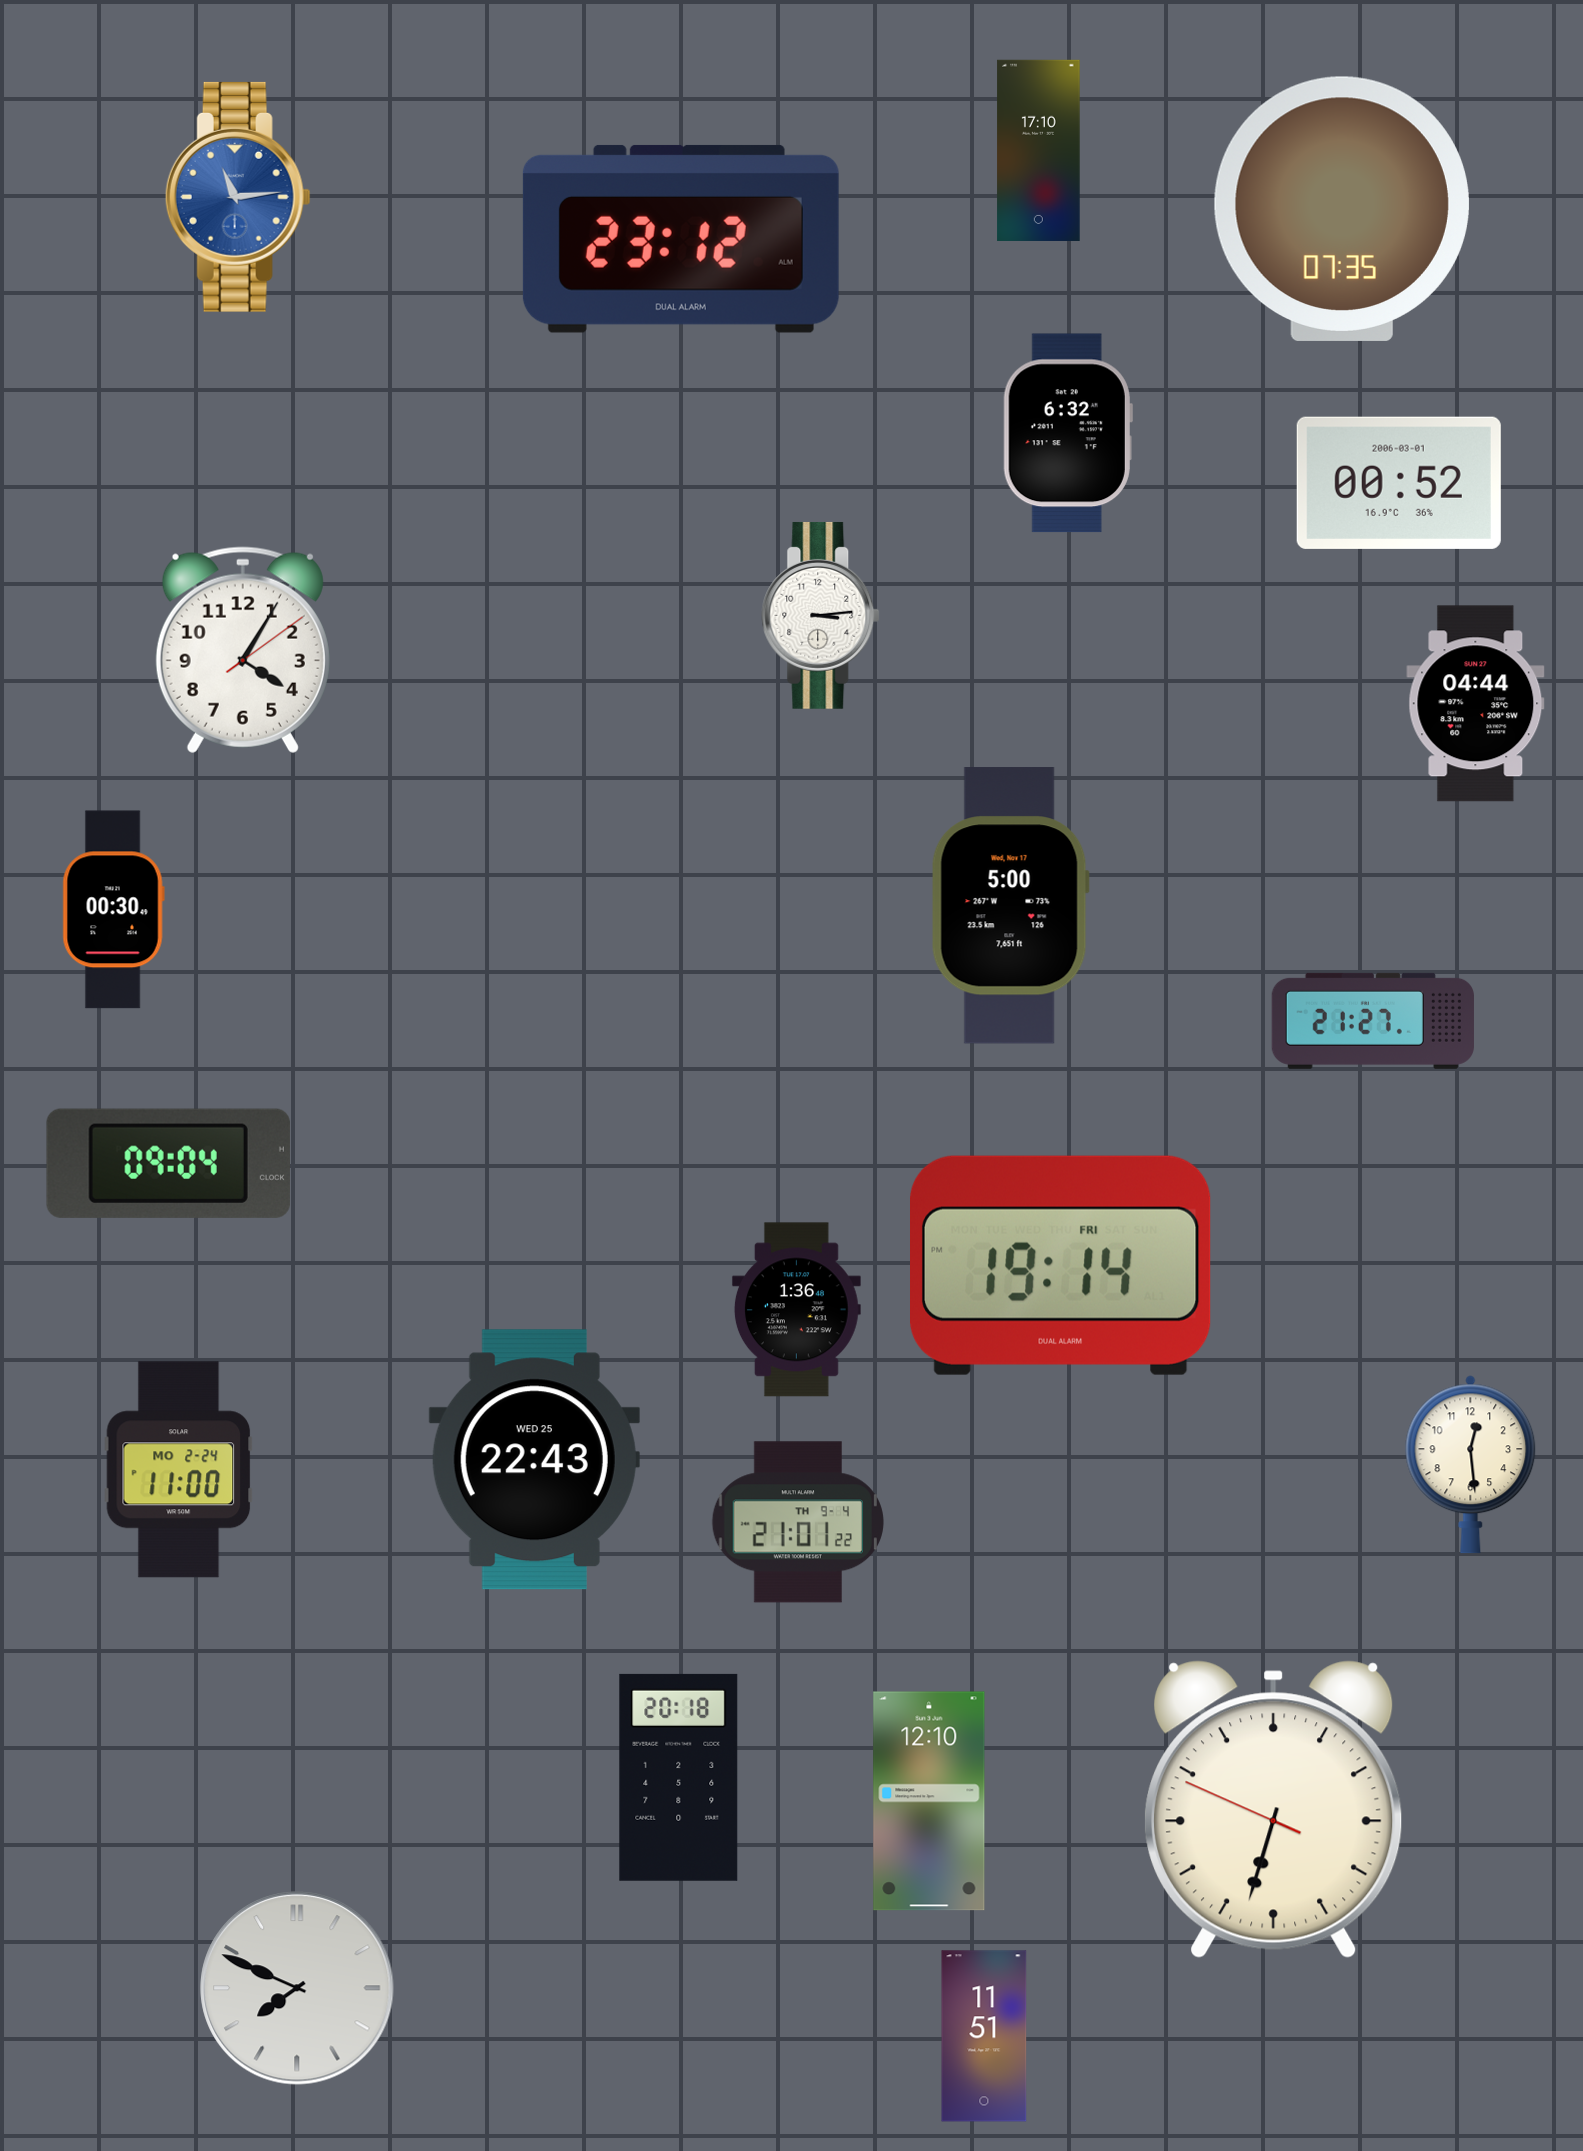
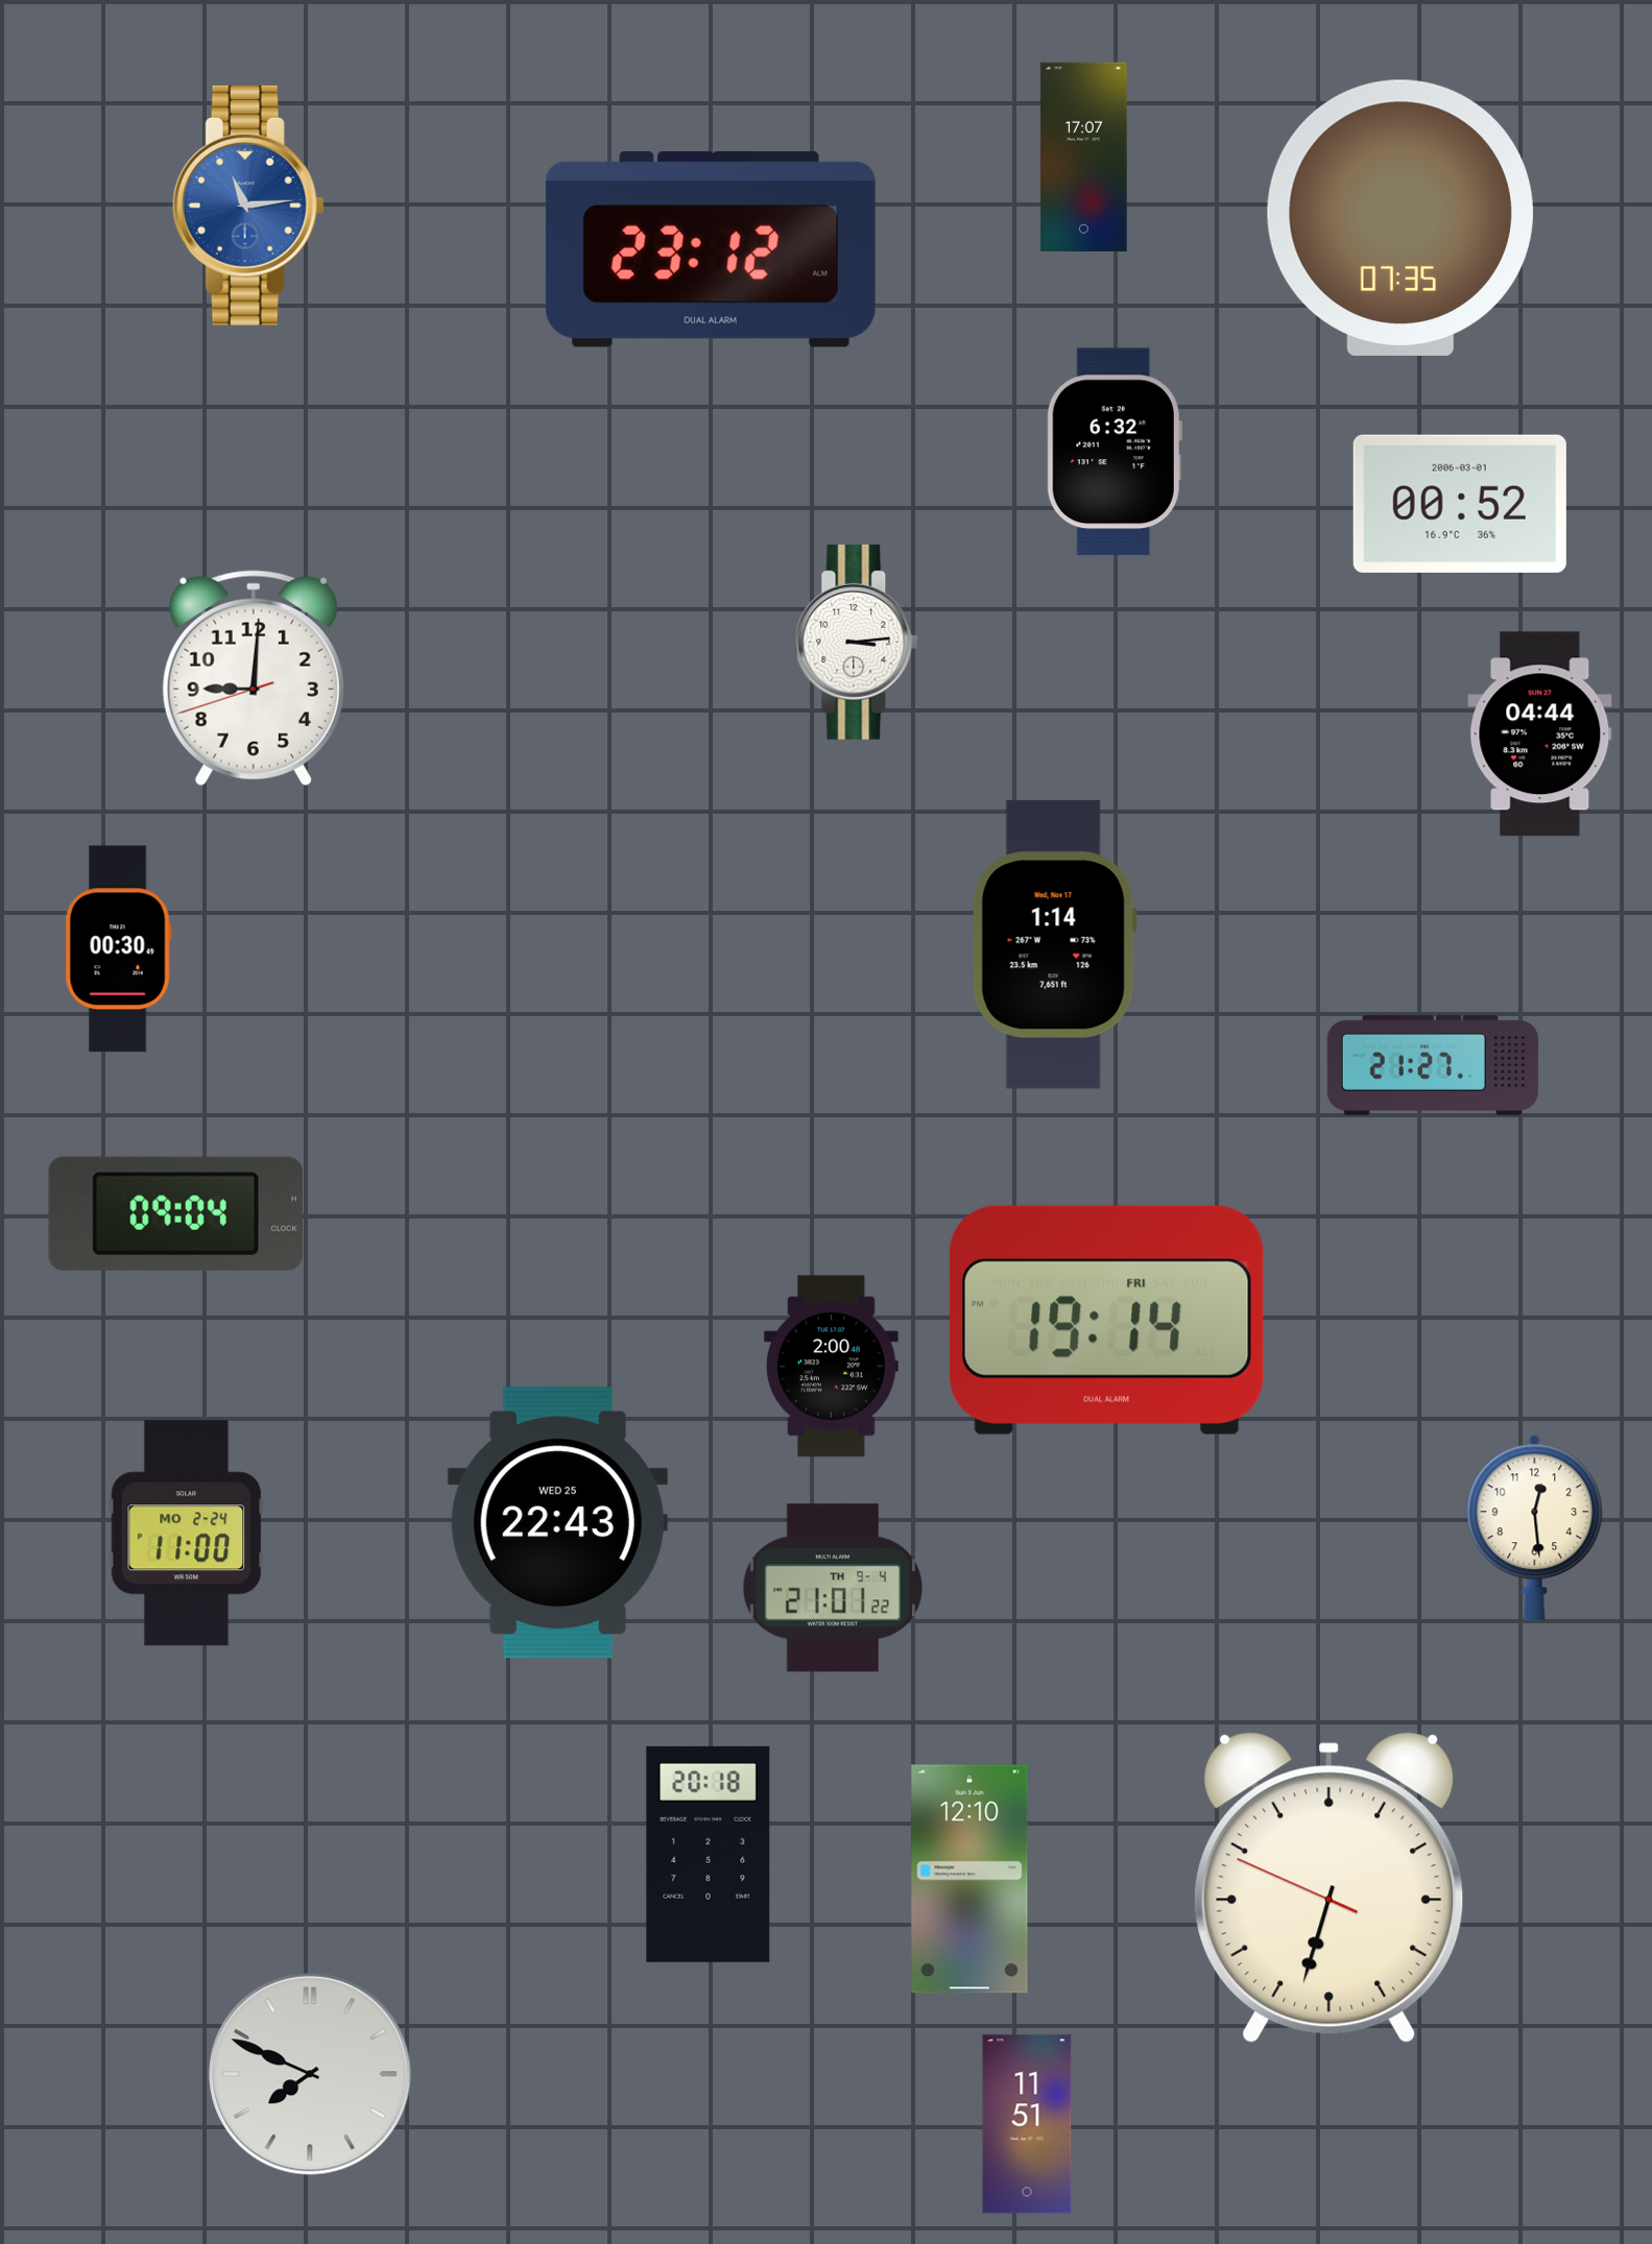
clock at (1039, 150): 17:10 -> 17:07
clock at (243, 650): 4:05 -> 9:00
clock at (1010, 906): 5:00 -> 1:14
clock at (796, 1310): 1:36 -> 2:00
